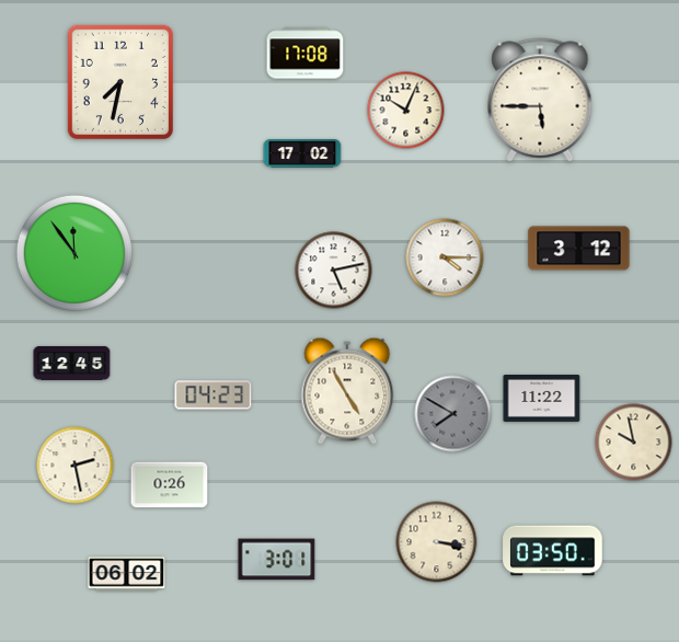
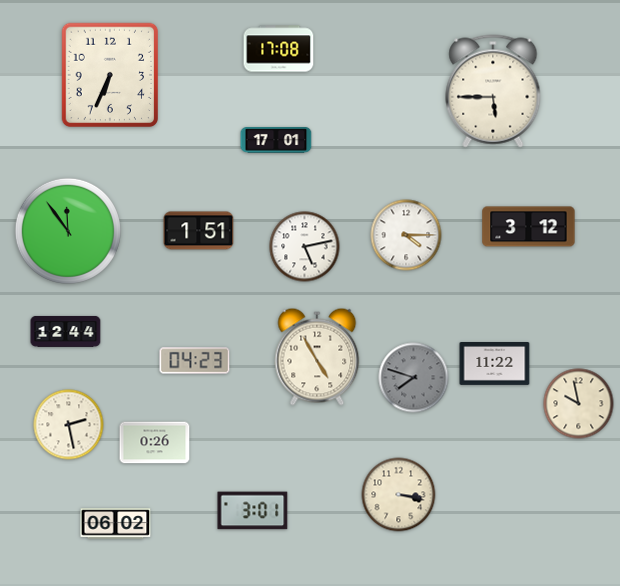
clock at (119, 82): 7:32 -> 6:34
clock at (406, 111): 10:04 -> none
clock at (302, 154): 17:02 -> 17:01
clock at (199, 231): none -> 1:51
clock at (72, 363): 12:45 -> 12:44
clock at (453, 414): 7:50 -> 7:48
clock at (553, 551): 03:50 -> none
